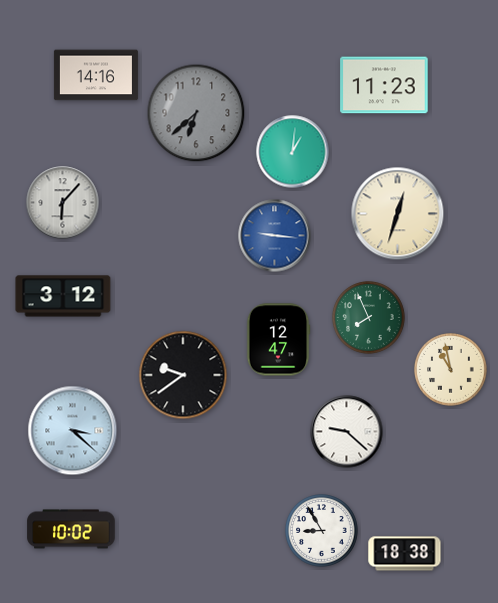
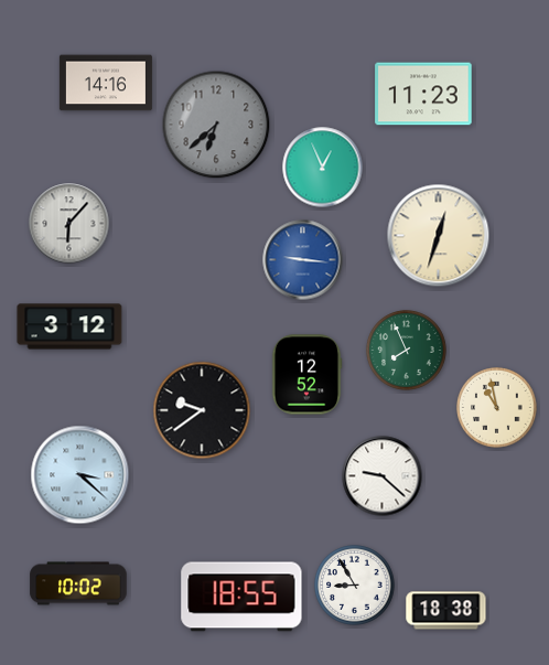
clock at (293, 152): 1:01 -> 12:56
clock at (278, 340): 12:47 -> 12:52
clock at (183, 375) position: (183, 375) -> (202, 410)
clock at (241, 597): none -> 18:55
